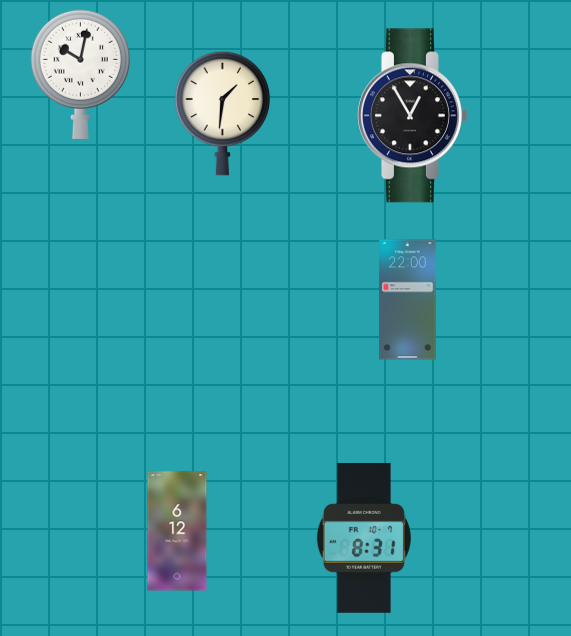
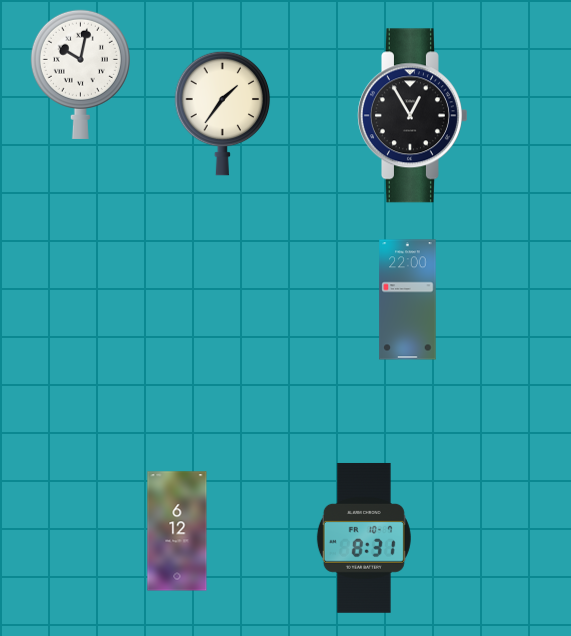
clock at (223, 113): 1:31 -> 1:36
